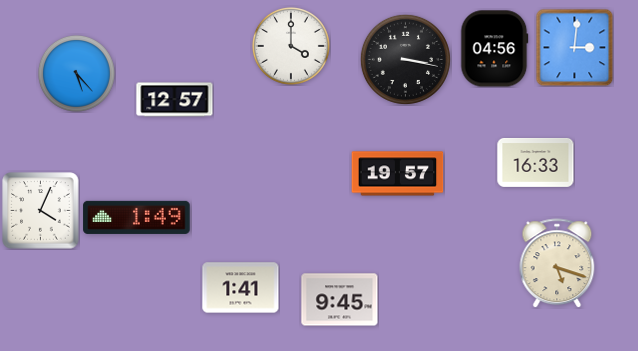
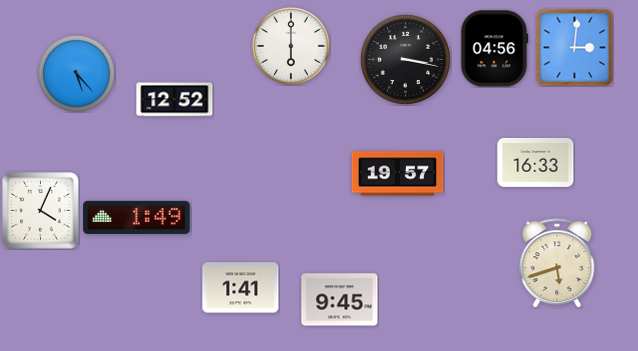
clock at (291, 46): 4:00 -> 6:00
clock at (175, 100): 12:57 -> 12:52
clock at (557, 263): 5:18 -> 5:42
